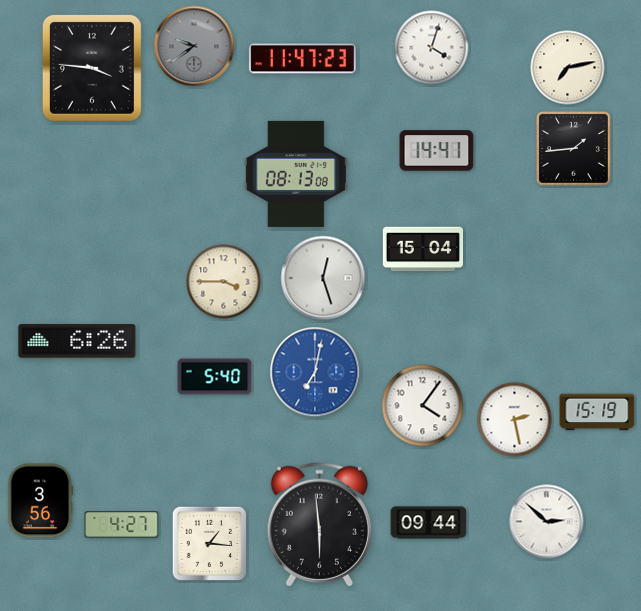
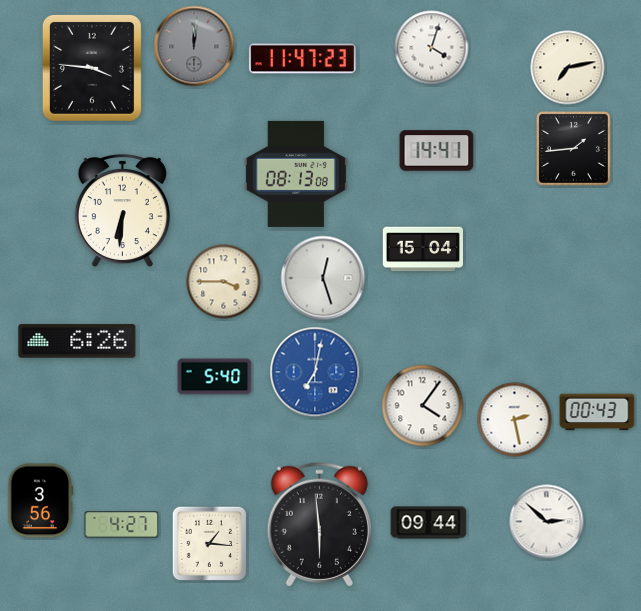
clock at (194, 46): 9:39 -> 12:01
clock at (122, 211): none -> 6:31
clock at (597, 412): 15:19 -> 00:43
